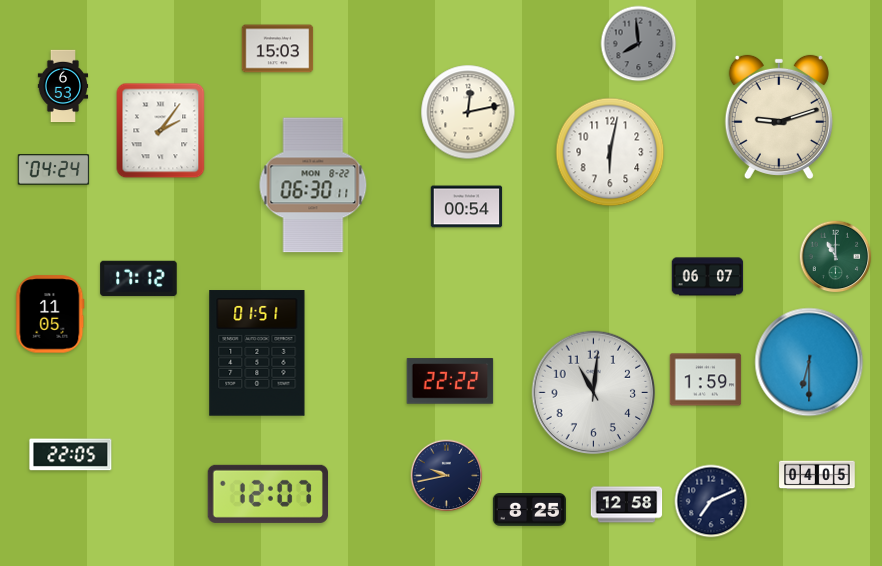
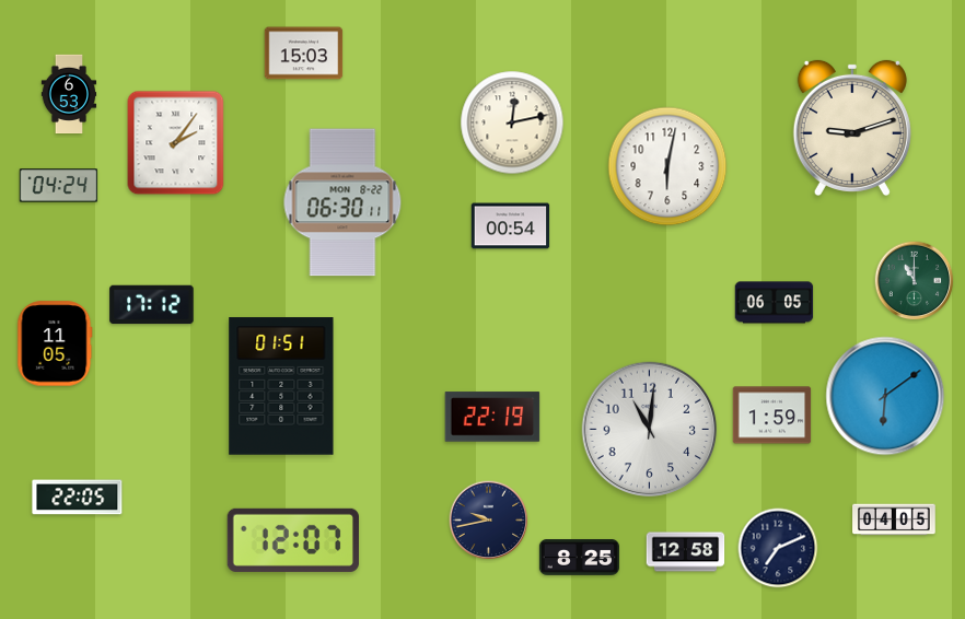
clock at (639, 44): 7:59 -> none
clock at (708, 277): 06:07 -> 06:05
clock at (809, 362): 6:30 -> 6:09
clock at (450, 381): 22:22 -> 22:19
